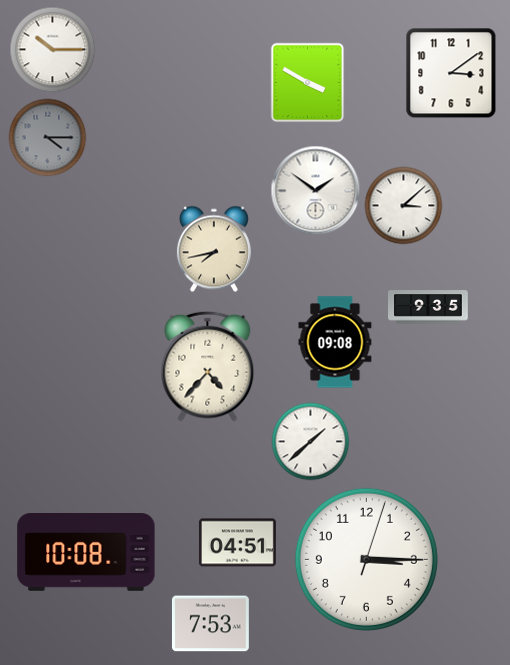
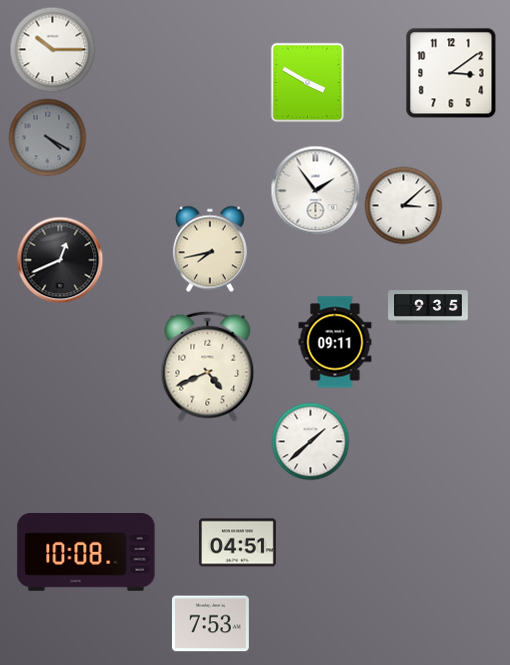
clock at (47, 137): 4:15 -> 4:20
clock at (315, 190): 1:51 -> 1:54
clock at (214, 249) position: (214, 249) -> (210, 249)
clock at (60, 260): none -> 12:41
clock at (335, 342): 09:08 -> 09:11
clock at (208, 366): 4:37 -> 4:41
clock at (366, 559): 3:15 -> none
